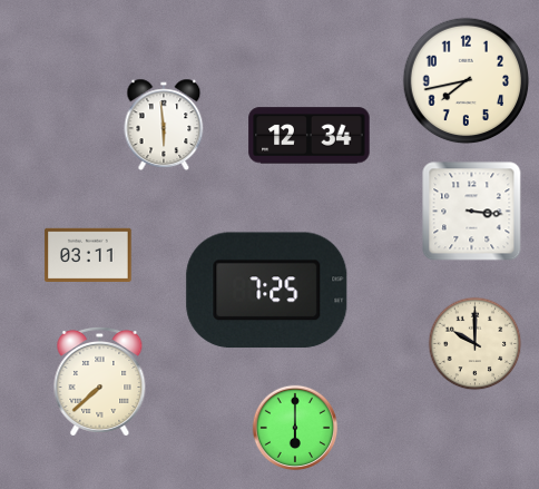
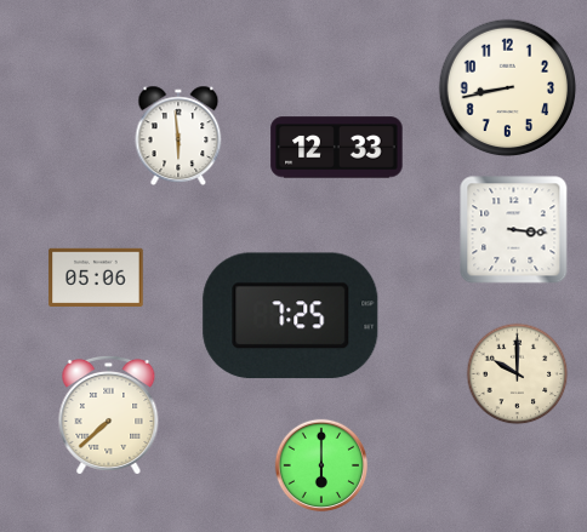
clock at (467, 81): 7:43 -> 8:43
clock at (310, 136): 12:34 -> 12:33
clock at (88, 254): 03:11 -> 05:06
